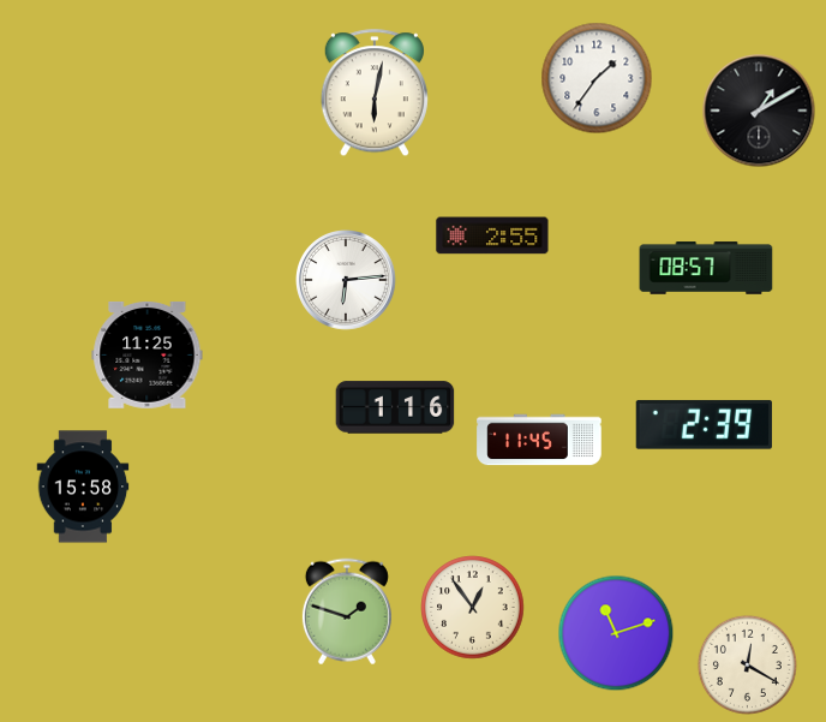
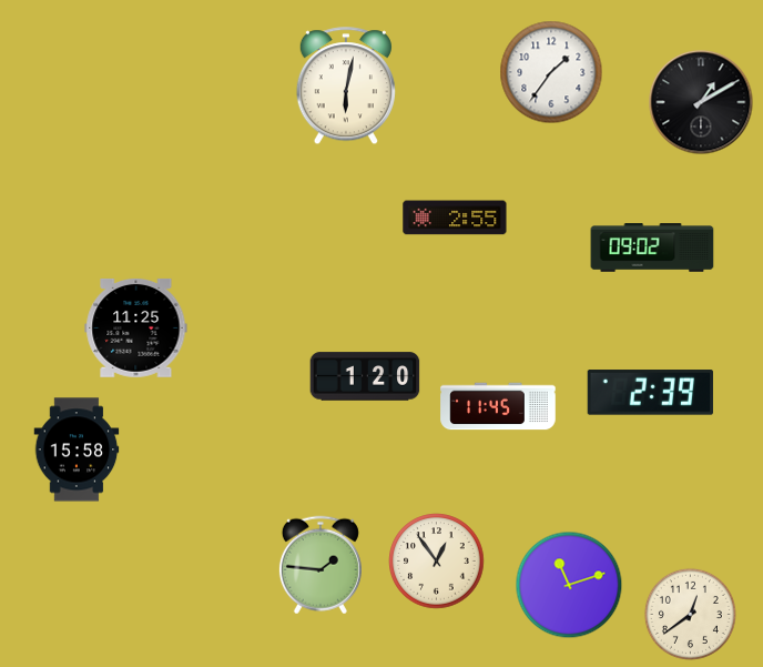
clock at (706, 268): 08:57 -> 09:02
clock at (346, 280): 6:14 -> none
clock at (395, 407): 1:16 -> 1:20
clock at (347, 611): 1:48 -> 1:46
clock at (747, 664): 12:20 -> 12:39
